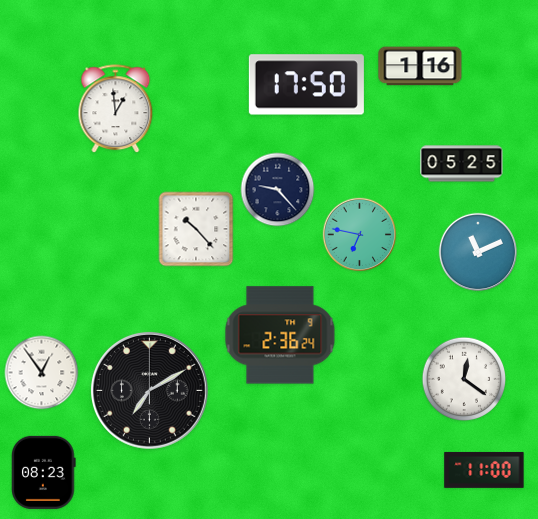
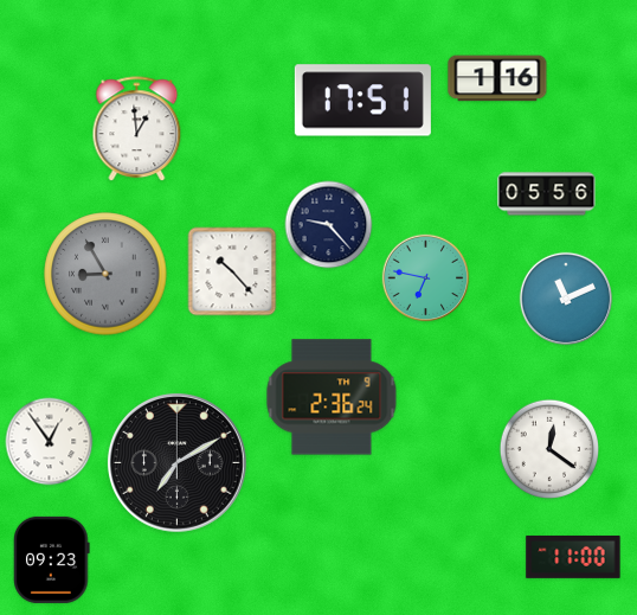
clock at (306, 85): 17:50 -> 17:51
clock at (462, 164): 05:25 -> 05:56
clock at (105, 274): none -> 8:55
clock at (44, 472): 08:23 -> 09:23
